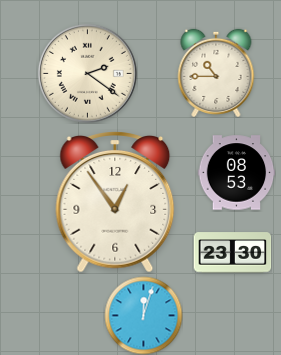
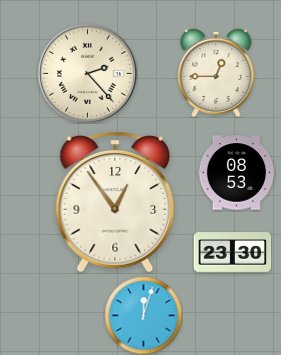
clock at (87, 73): 2:21 -> 2:23
clock at (216, 73): 10:45 -> 12:45
